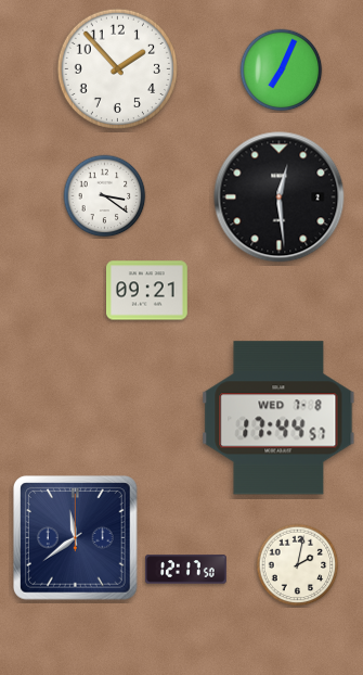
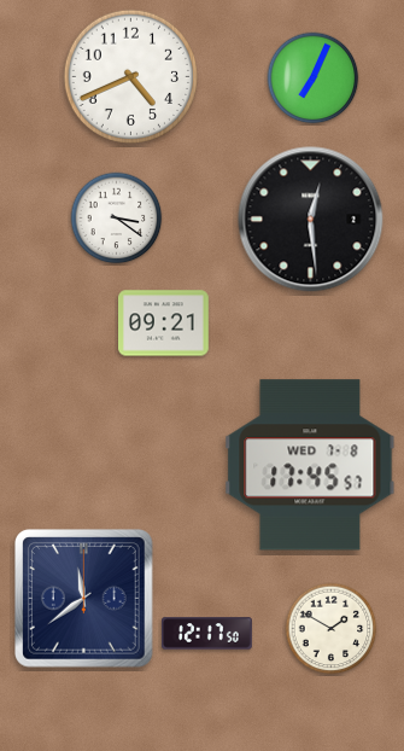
clock at (117, 68): 1:53 -> 4:41
clock at (278, 418): 17:44 -> 17:45
clock at (298, 565): 2:02 -> 1:50
